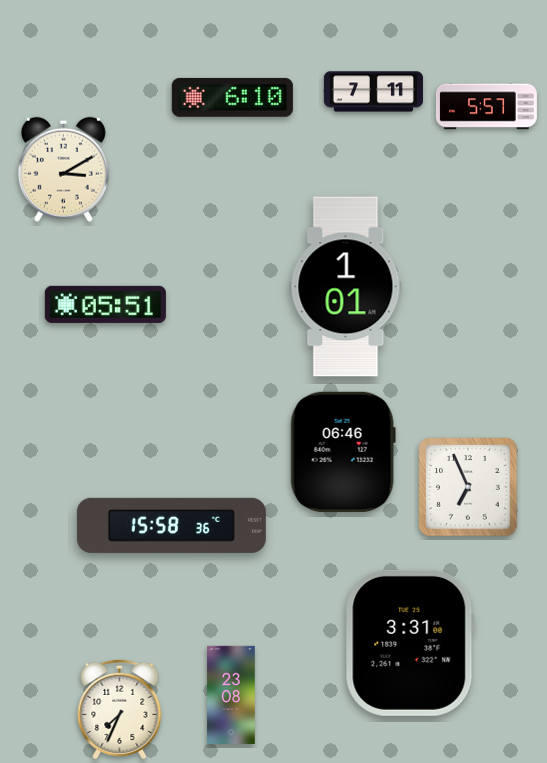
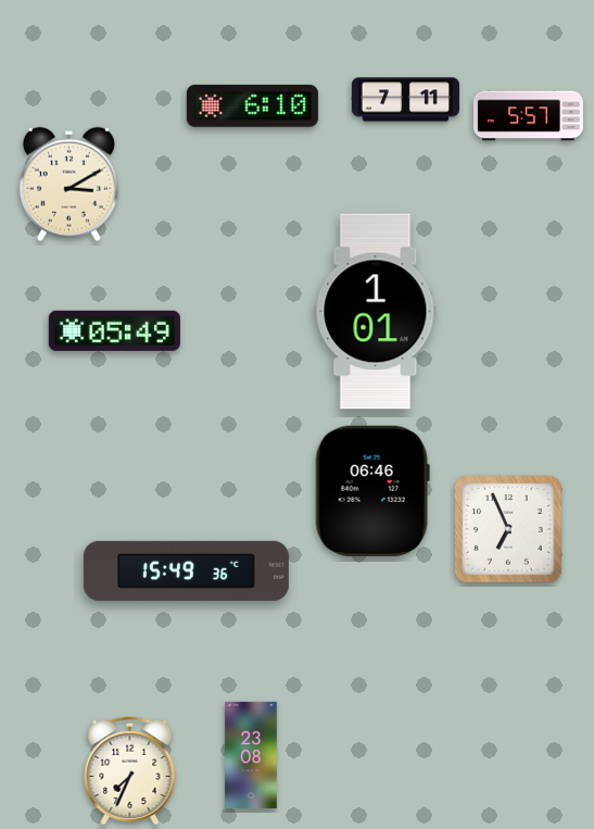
clock at (105, 304): 05:51 -> 05:49
clock at (171, 525): 15:58 -> 15:49
clock at (410, 643): 3:31 -> none
